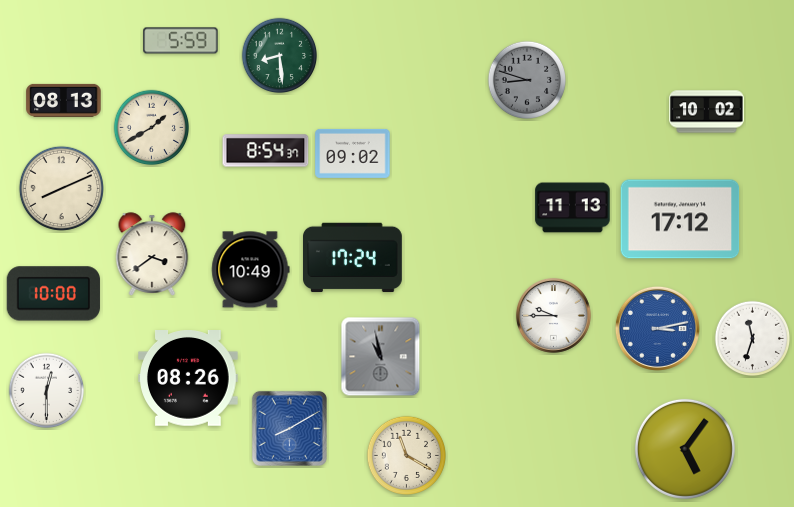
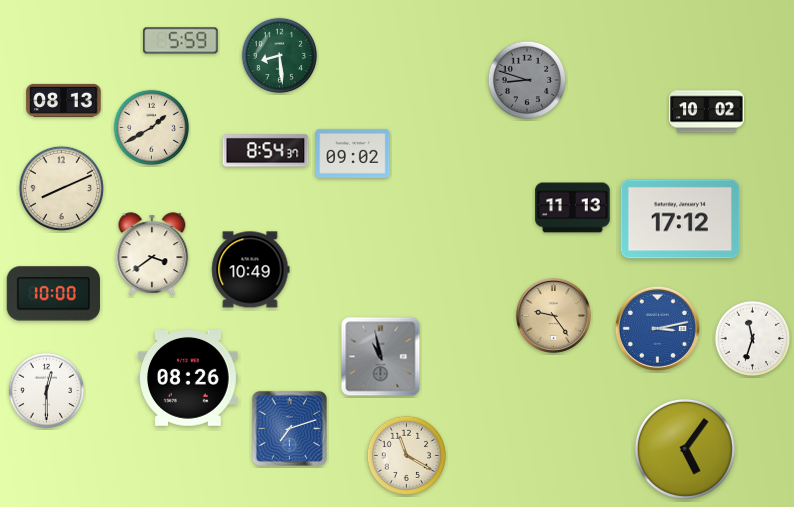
clock at (353, 258): 17:24 -> none
clock at (553, 315): 9:45 -> 9:24
clock at (553, 315) dial: white -> champagne
clock at (289, 428): 8:10 -> 7:12
